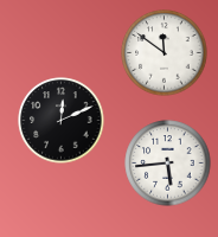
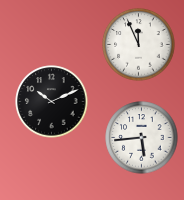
clock at (165, 53): 11:51 -> 11:56
clock at (62, 121): 12:11 -> 10:11
